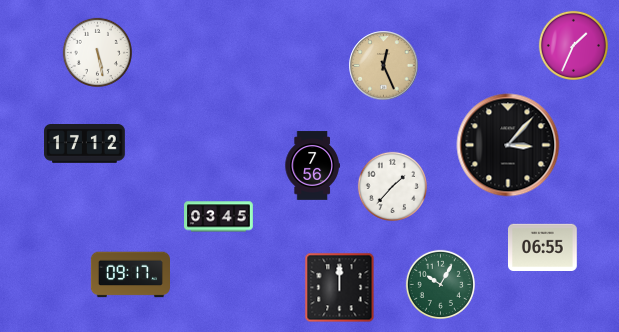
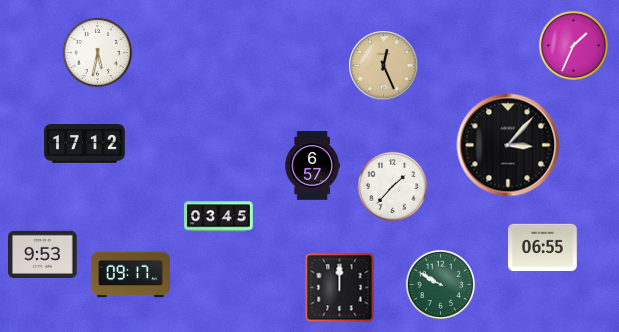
clock at (97, 52): 5:28 -> 5:32
clock at (312, 166): 7:56 -> 6:57
clock at (43, 254): none -> 9:53
clock at (440, 284): 10:05 -> 9:50
